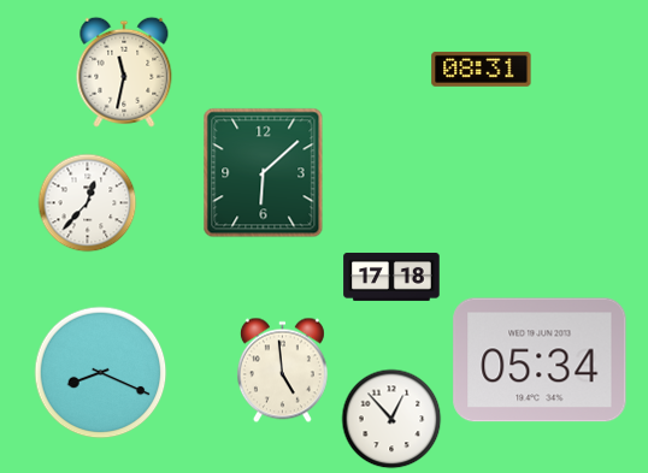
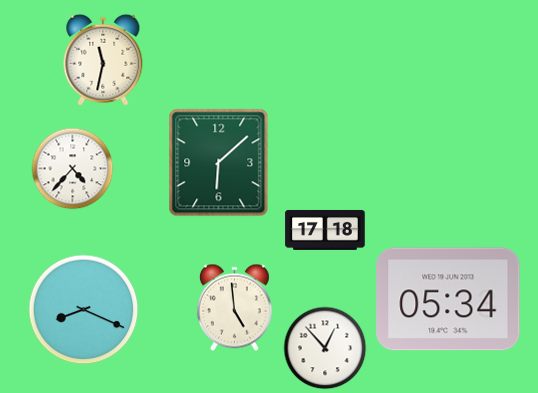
clock at (482, 69): 08:31 -> none
clock at (264, 173) position: (264, 173) -> (219, 163)
clock at (88, 203): 12:37 -> 4:37
